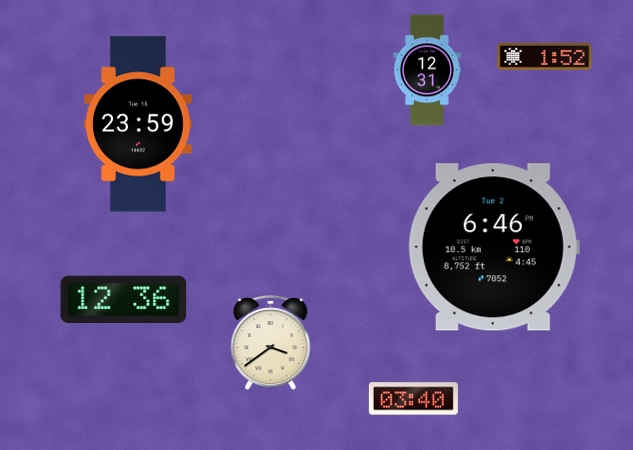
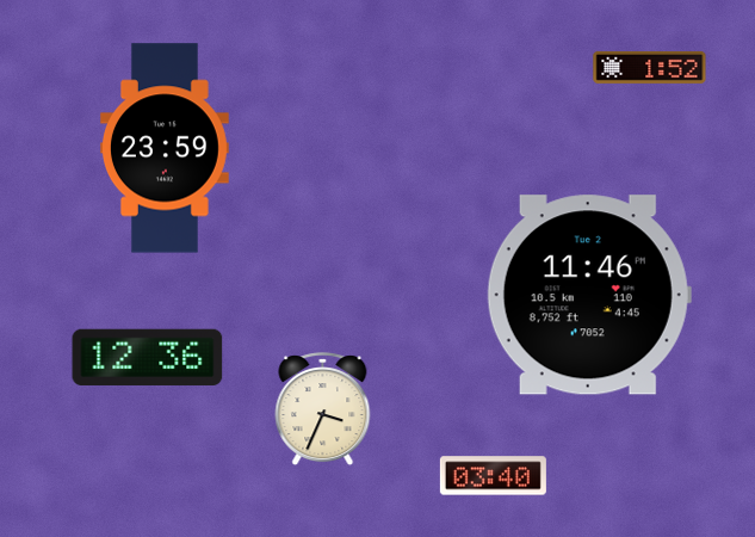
clock at (427, 70): 12:31 -> none
clock at (494, 247): 6:46 -> 11:46
clock at (271, 343): 3:39 -> 3:34
